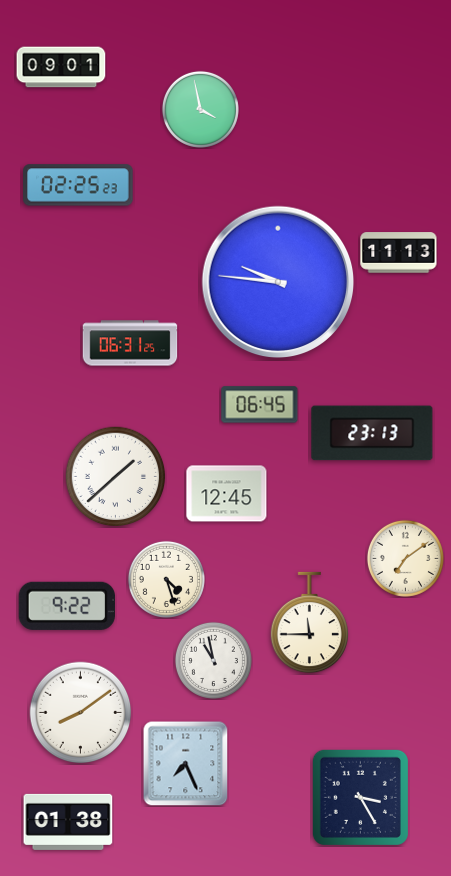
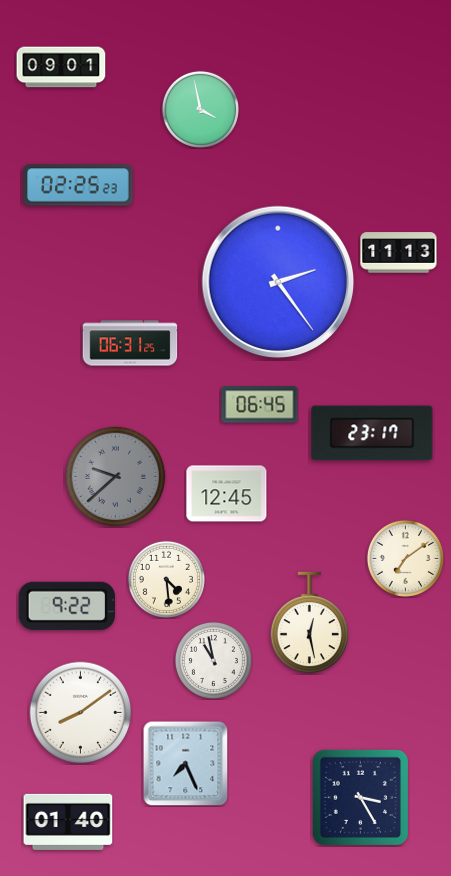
clock at (278, 282): 9:46 -> 2:24
clock at (372, 433): 23:13 -> 23:17
clock at (116, 477): 1:38 -> 9:38
clock at (116, 477) dial: white -> grey
clock at (166, 579): 4:27 -> 4:29
clock at (310, 623): 11:45 -> 12:28
clock at (68, 822): 01:38 -> 01:40
